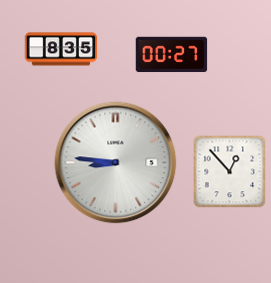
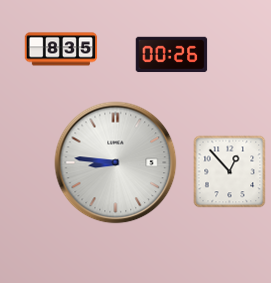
clock at (172, 55): 00:27 -> 00:26
